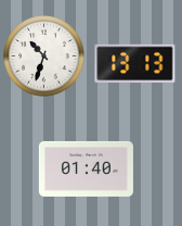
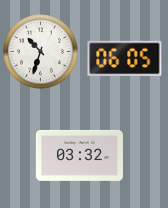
clock at (135, 64): 13:13 -> 06:05
clock at (86, 168): 01:40 -> 03:32
